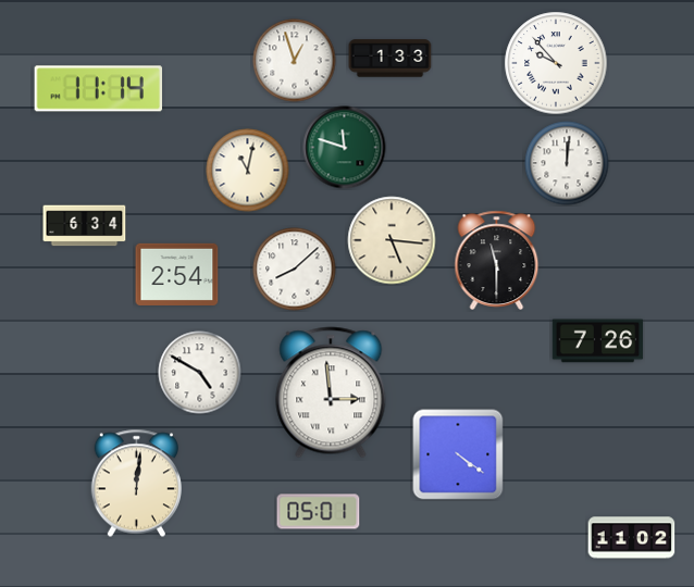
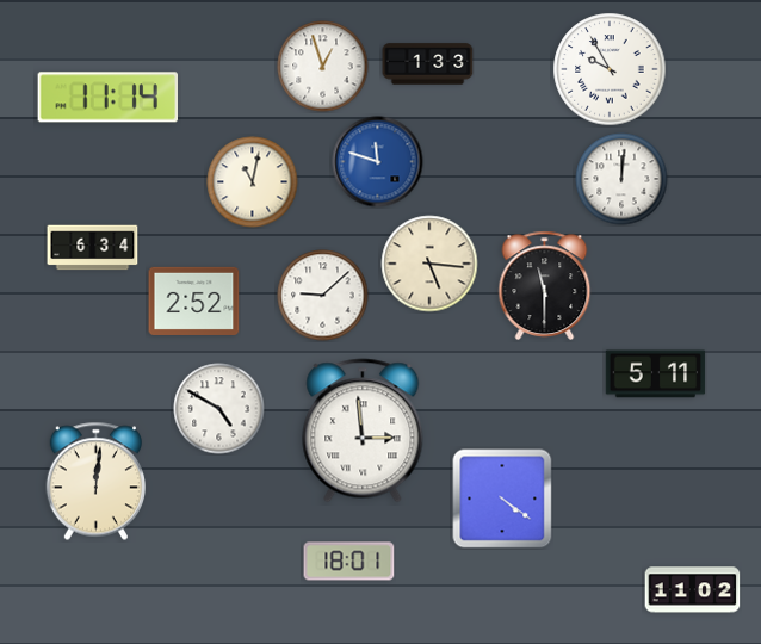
clock at (556, 63): 9:53 -> 9:55
clock at (345, 148) dial: green -> blue
clock at (248, 171) position: (248, 171) -> (253, 182)
clock at (295, 270): 8:08 -> 9:08
clock at (177, 274): 2:54 -> 2:52
clock at (598, 341): 7:26 -> 5:11
clock at (136, 484) position: (136, 484) -> (95, 482)
clock at (319, 512): 05:01 -> 18:01
